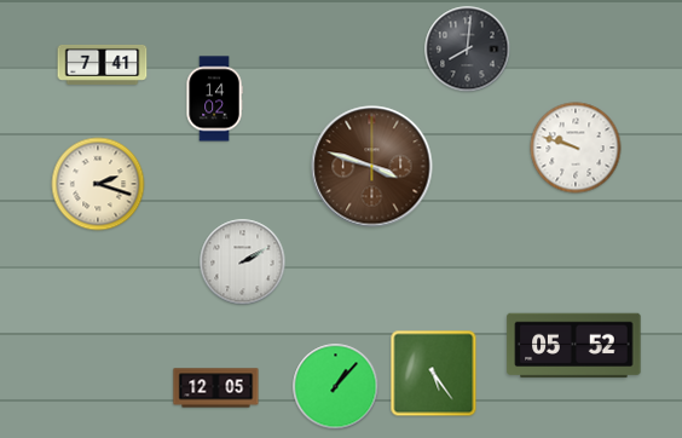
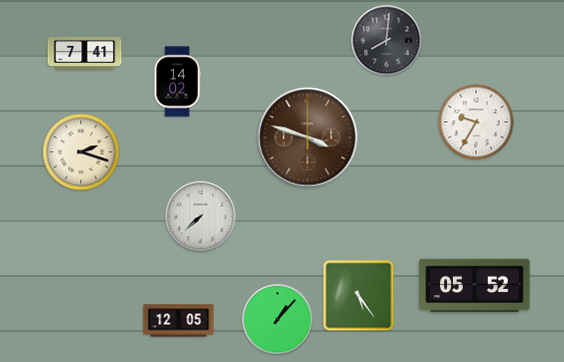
clock at (576, 148): 9:48 -> 9:35
clock at (243, 263): 2:10 -> 7:38
clock at (434, 374) position: (434, 374) -> (359, 296)
